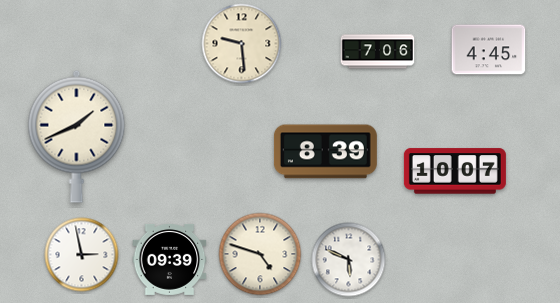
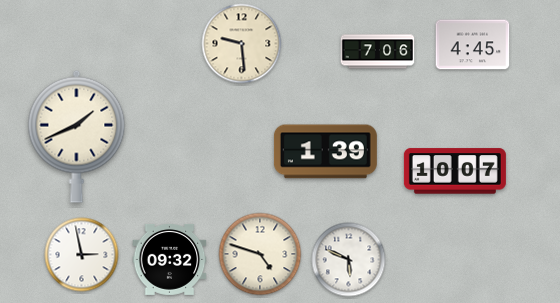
clock at (489, 50) position: (489, 50) -> (473, 45)
clock at (325, 152): 8:39 -> 1:39
clock at (170, 259): 09:39 -> 09:32
